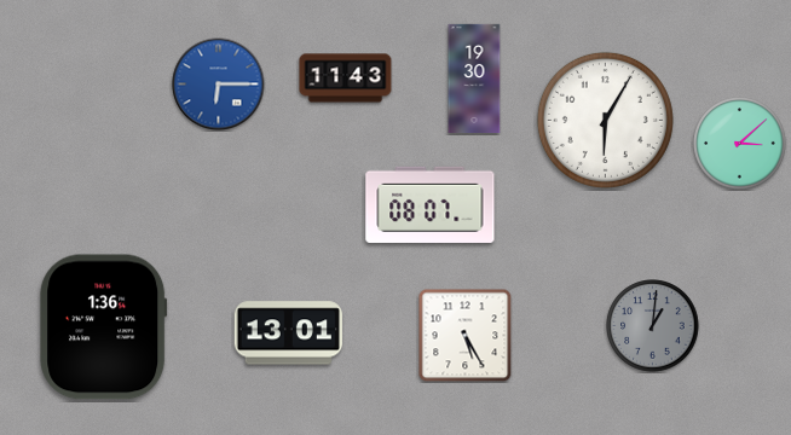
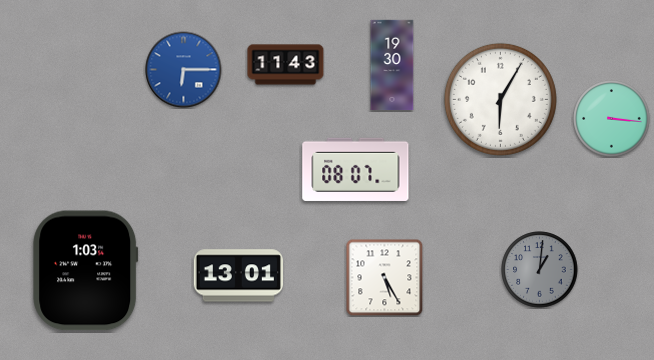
clock at (219, 85) position: (219, 85) -> (184, 70)
clock at (740, 144): 3:08 -> 3:16
clock at (104, 327): 1:36 -> 1:03
